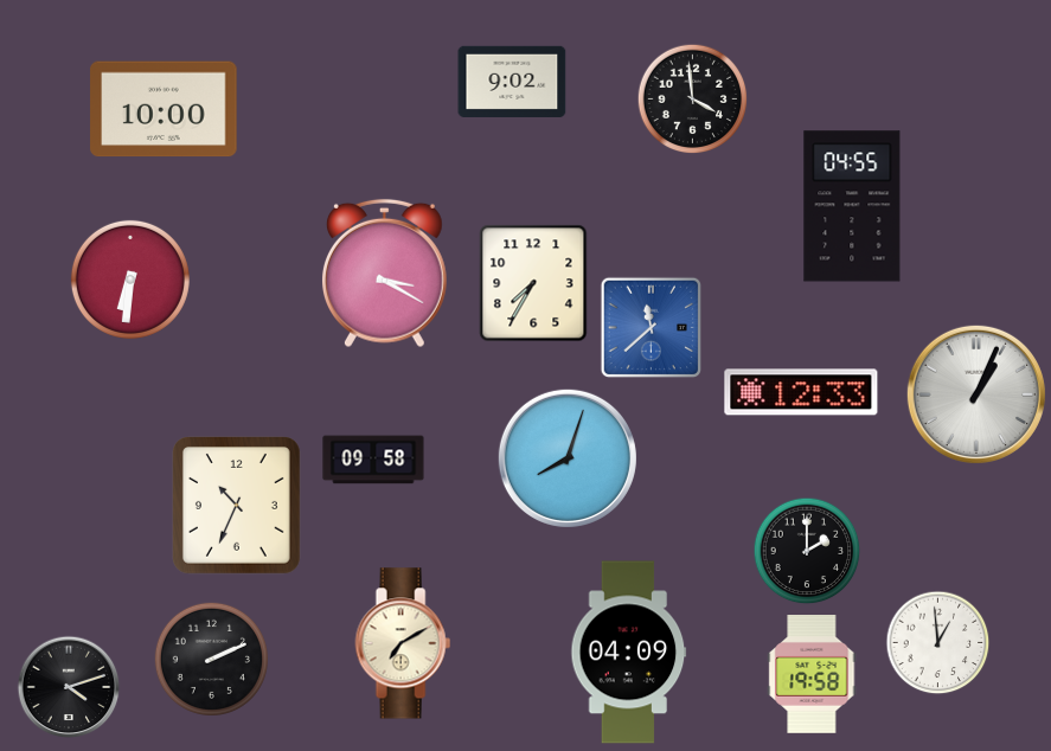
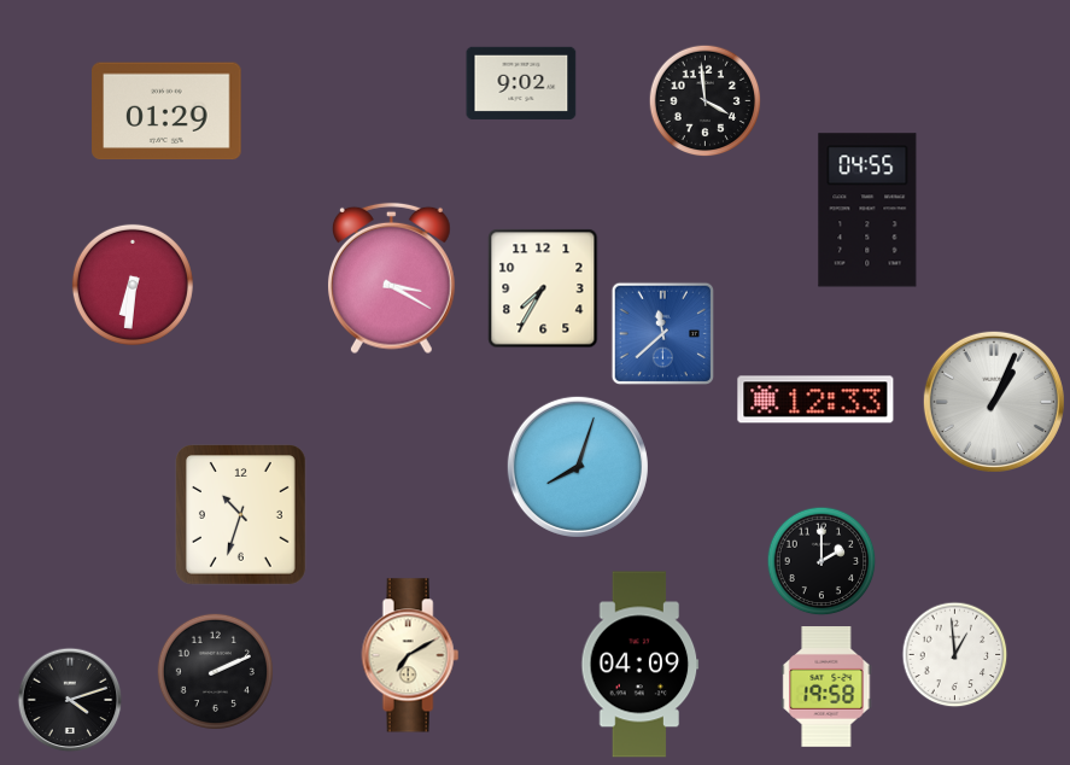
clock at (164, 109): 10:00 -> 01:29
clock at (373, 460): 09:58 -> none
clock at (237, 506): 10:34 -> 10:33
